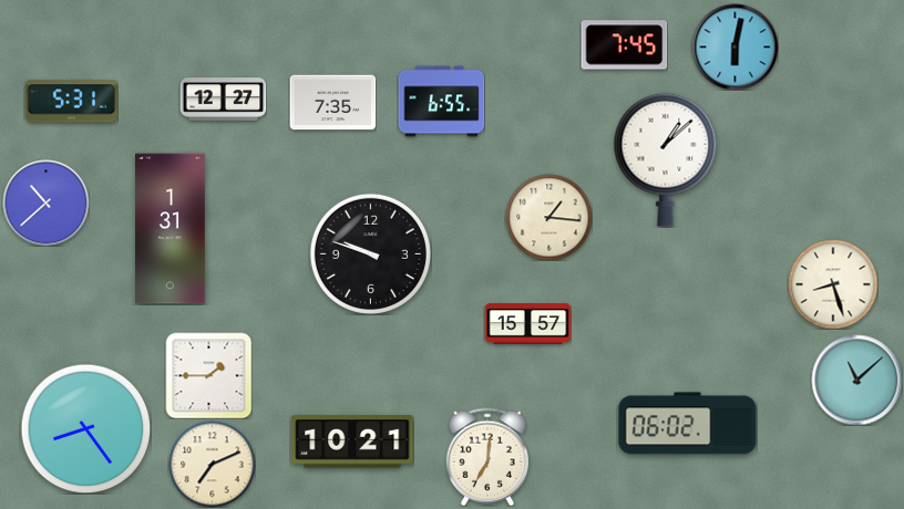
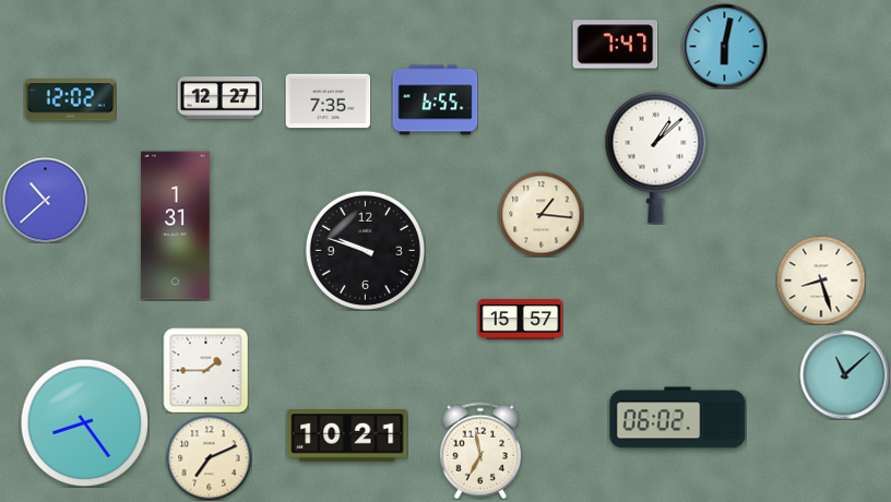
clock at (624, 45): 7:45 -> 7:47
clock at (71, 102): 5:31 -> 12:02
clock at (171, 229) position: (171, 229) -> (176, 226)
clock at (487, 457): 7:01 -> 6:58
